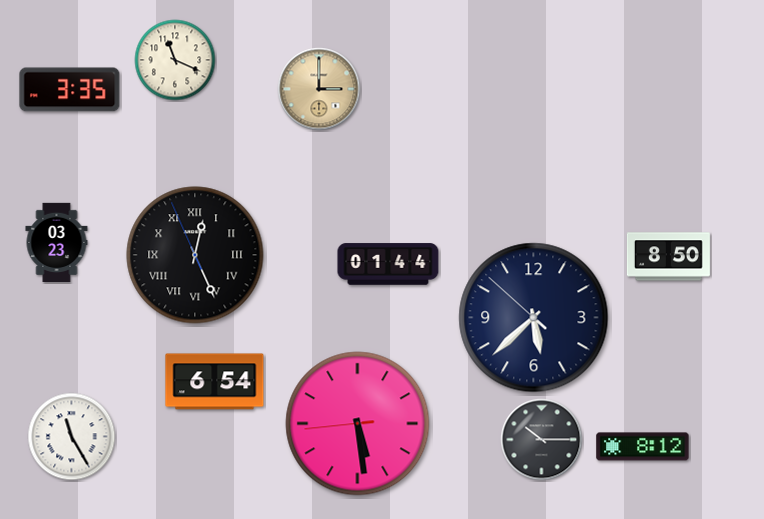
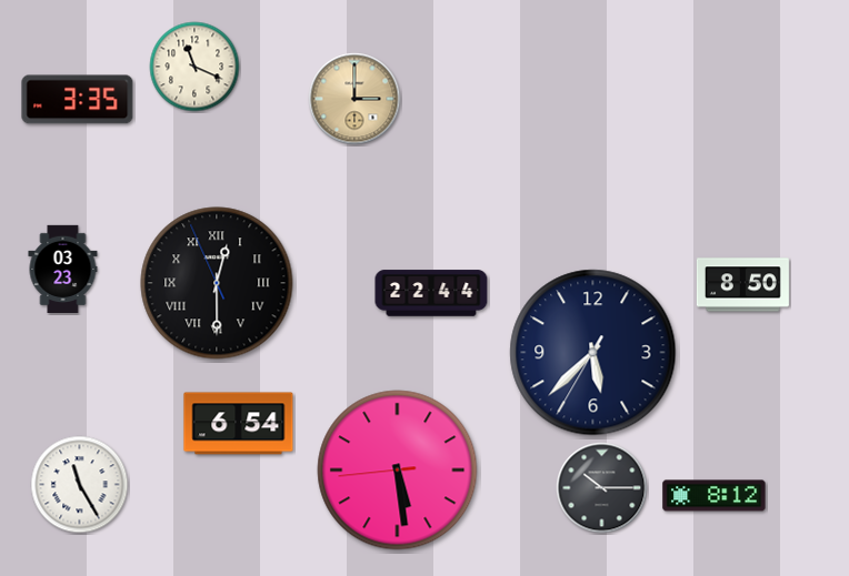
clock at (195, 255): 12:25 -> 12:29
clock at (388, 264): 01:44 -> 22:44
clock at (534, 318): 5:37:52 -> 5:37:35
